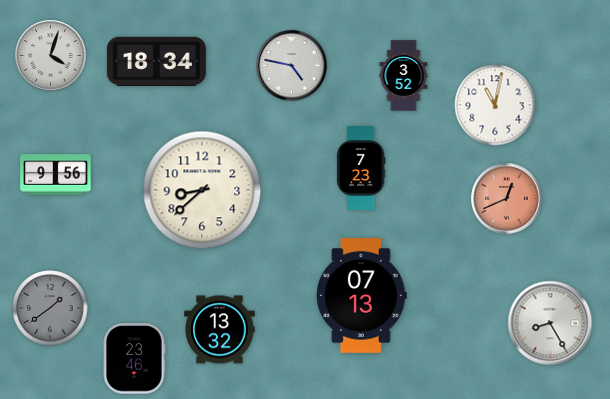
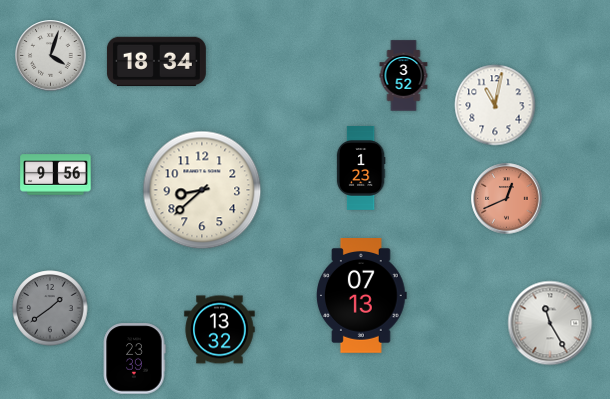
clock at (292, 66): 4:47 -> none
clock at (361, 169): 7:23 -> 1:23
clock at (550, 323): 8:25 -> 11:25
clock at (134, 359): 23:46 -> 23:39
